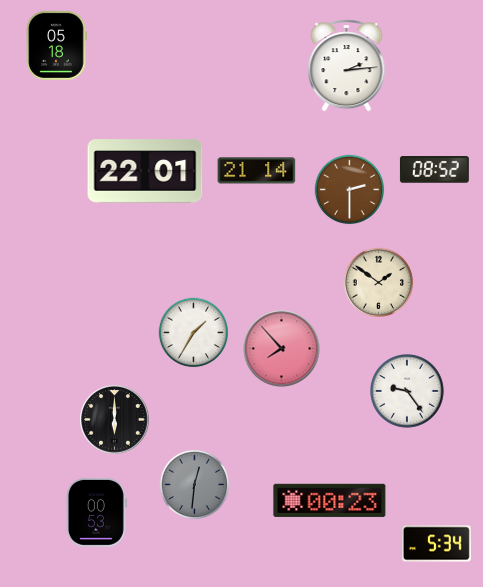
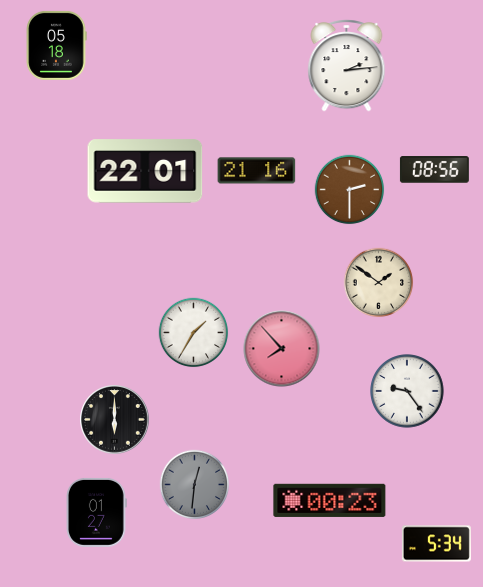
clock at (434, 170): 08:52 -> 08:56
clock at (257, 171): 21:14 -> 21:16
clock at (97, 512): 00:53 -> 01:27
